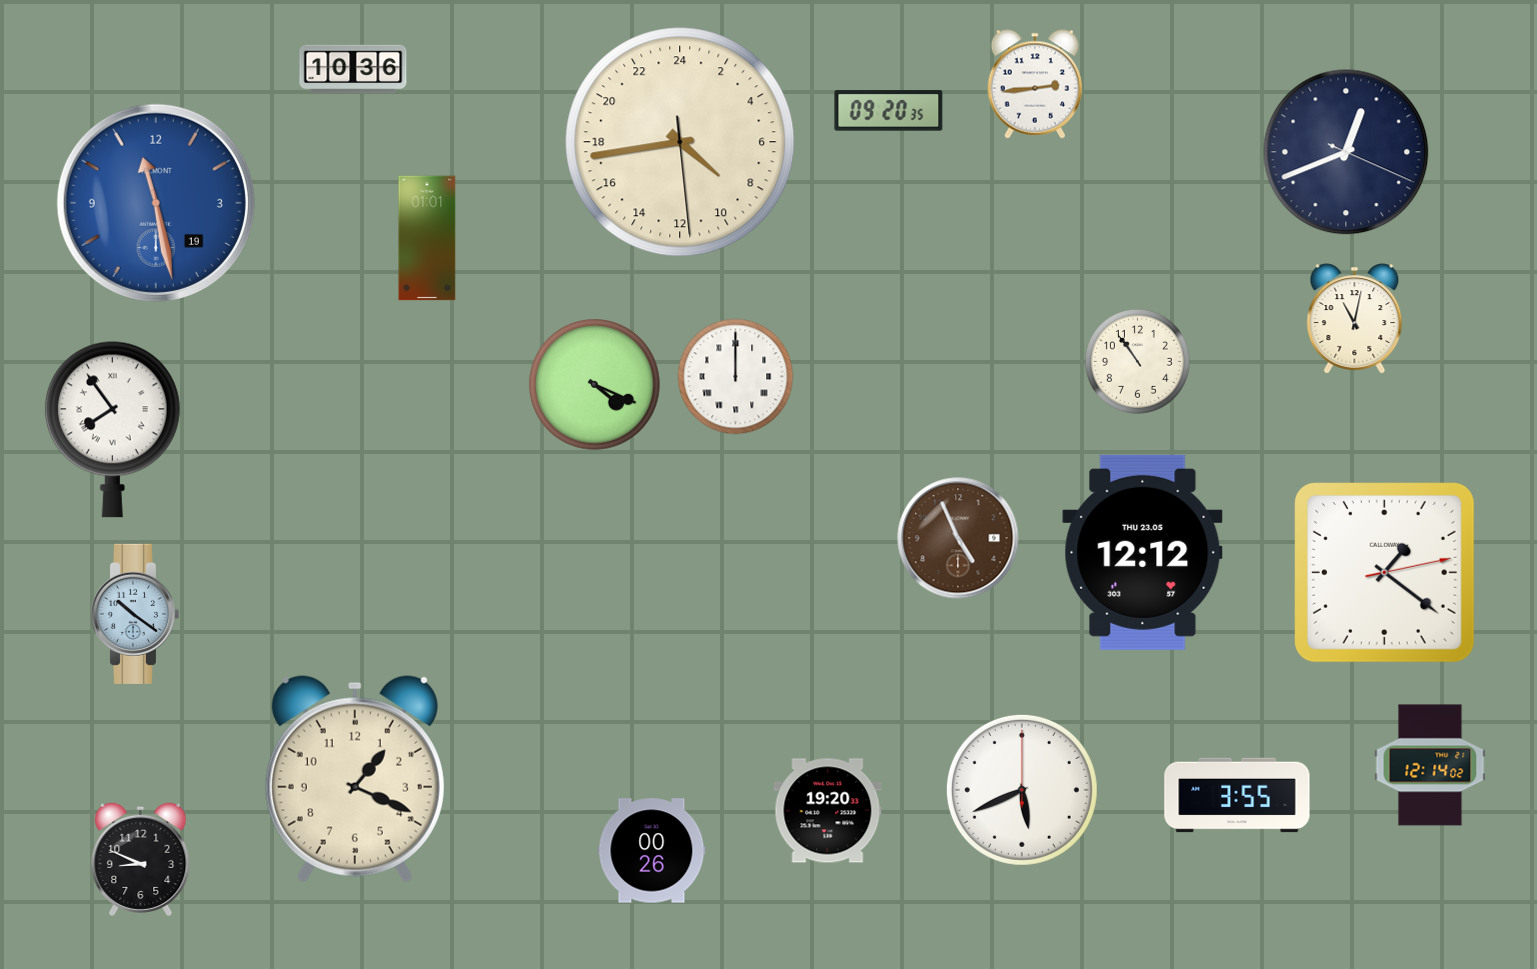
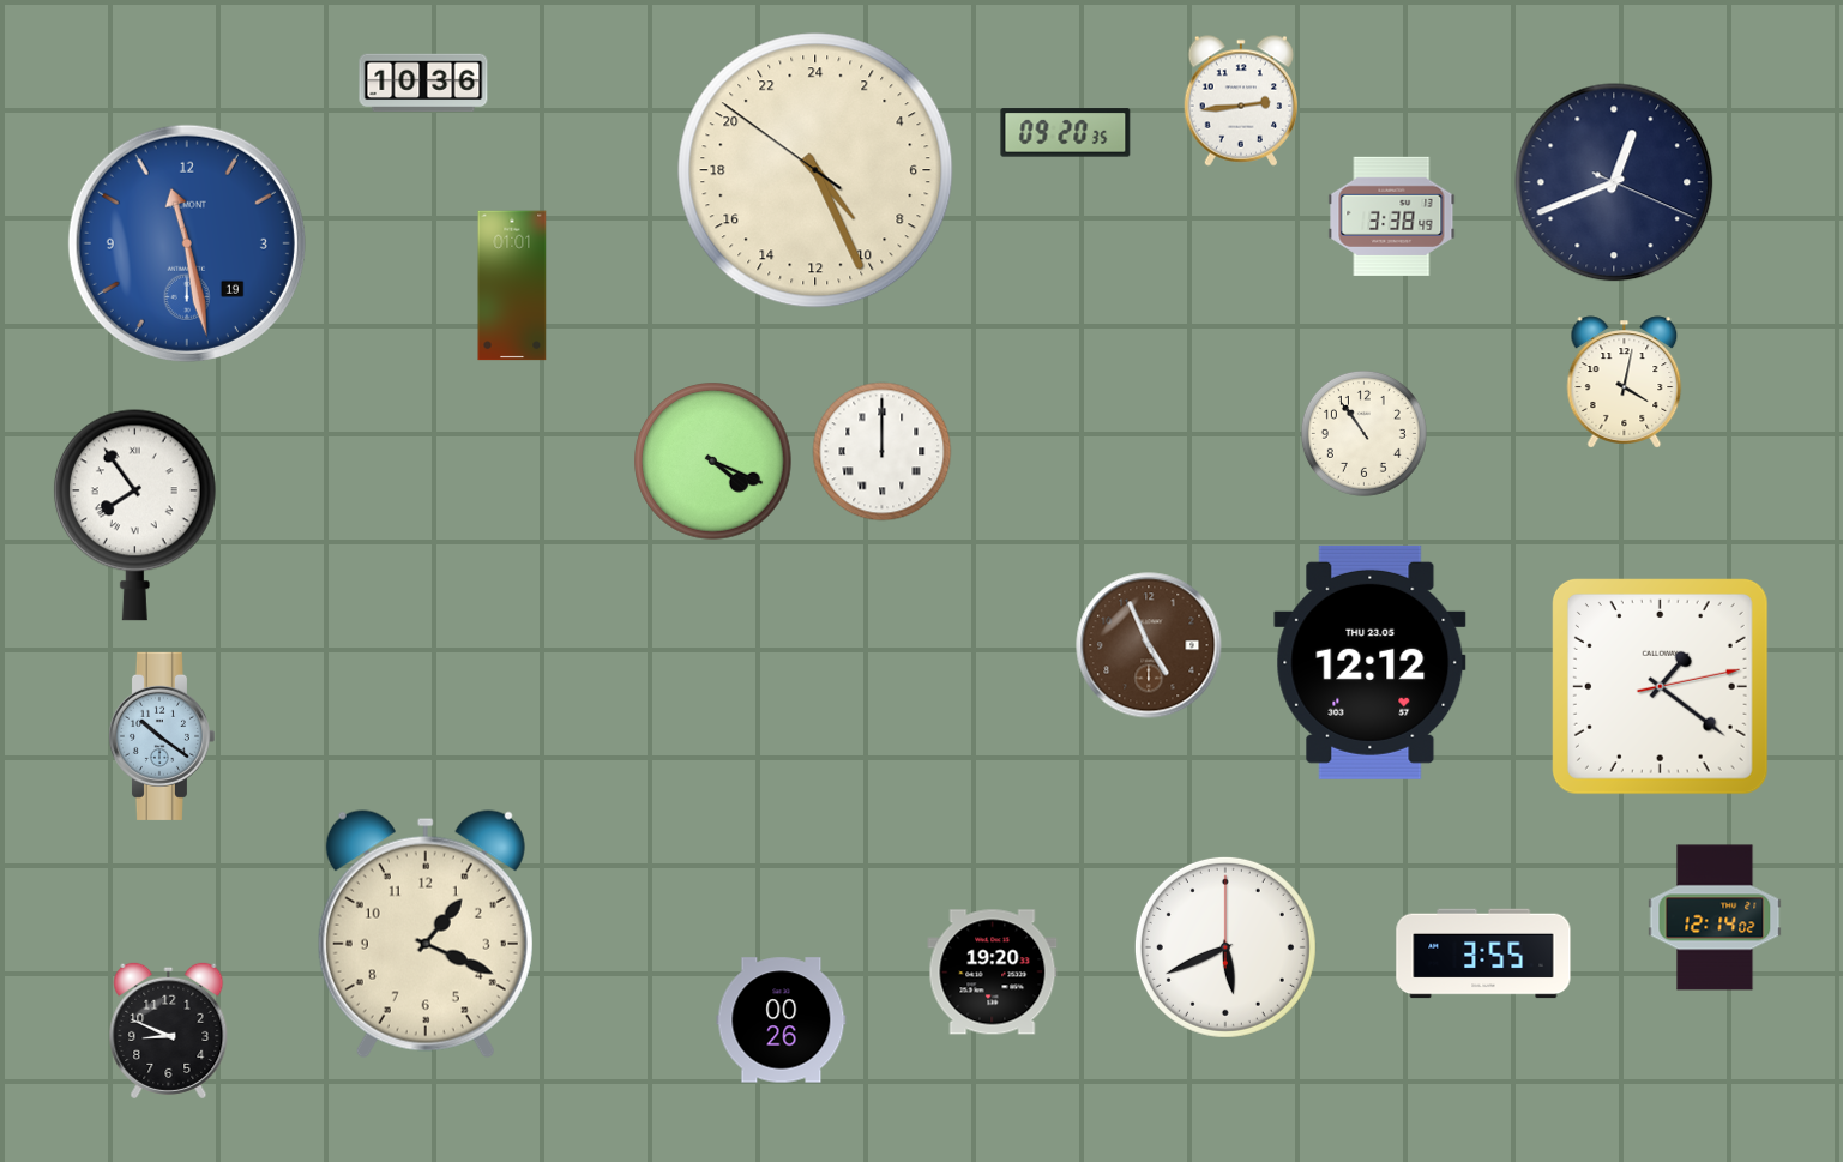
clock at (680, 142): 8:43 -> 9:25
clock at (1392, 216): none -> 3:38
clock at (1355, 319): 11:02 -> 4:02
